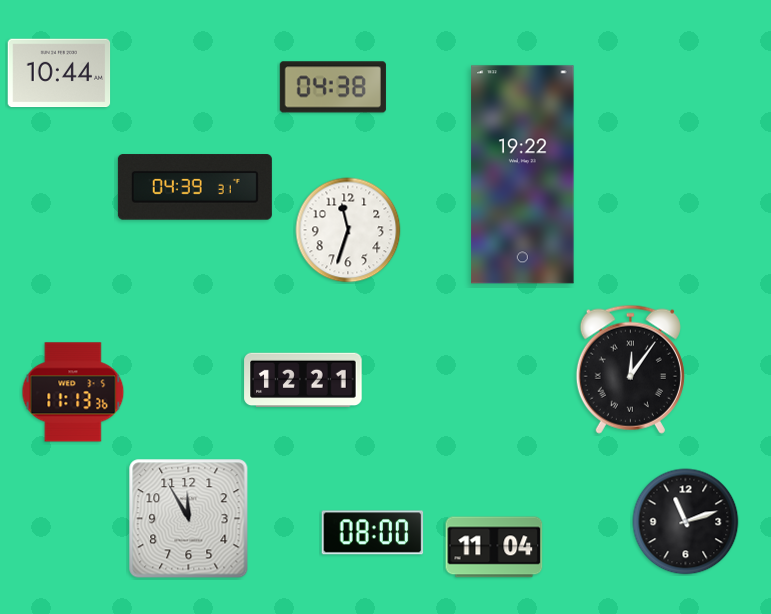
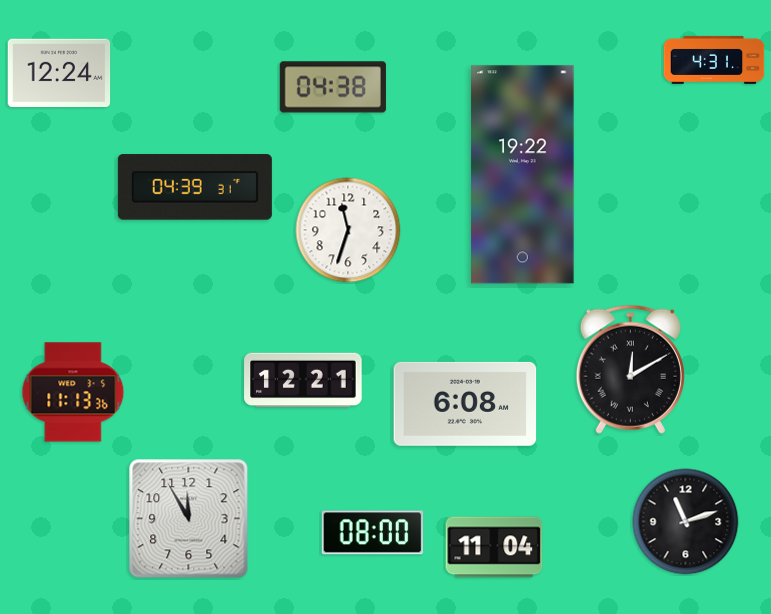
clock at (714, 60): none -> 4:31
clock at (59, 73): 10:44 -> 12:24
clock at (630, 369): 12:06 -> 12:10
clock at (465, 404): none -> 6:08
